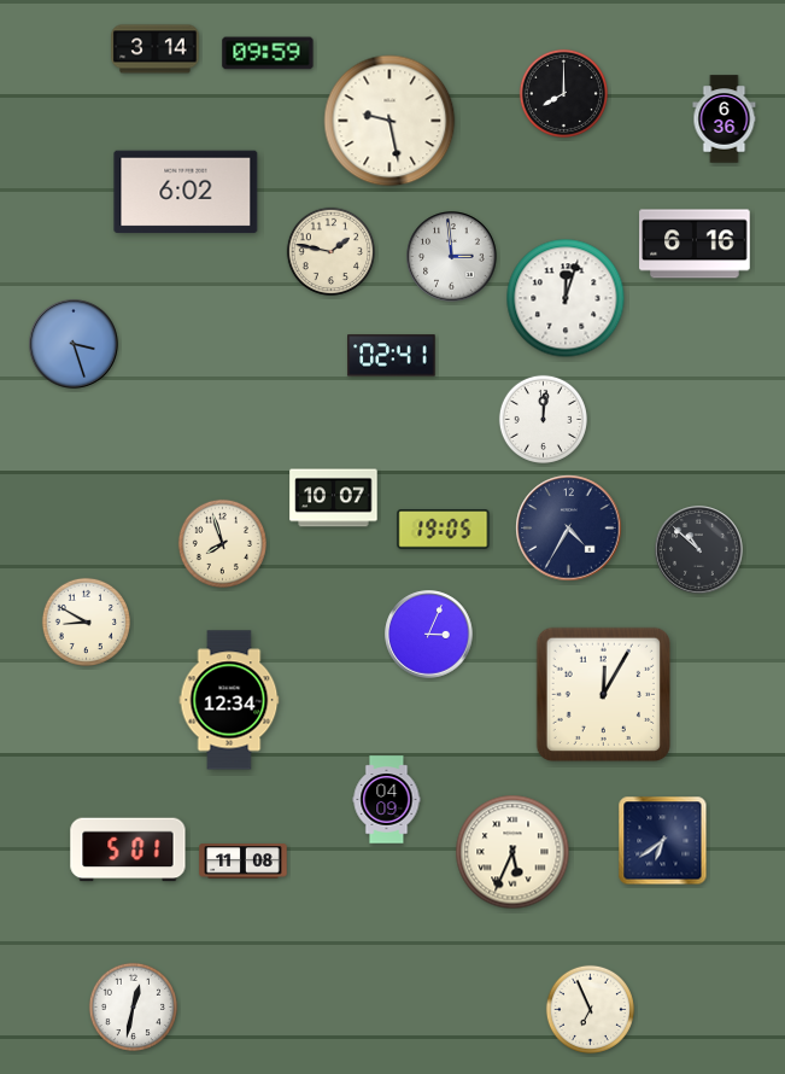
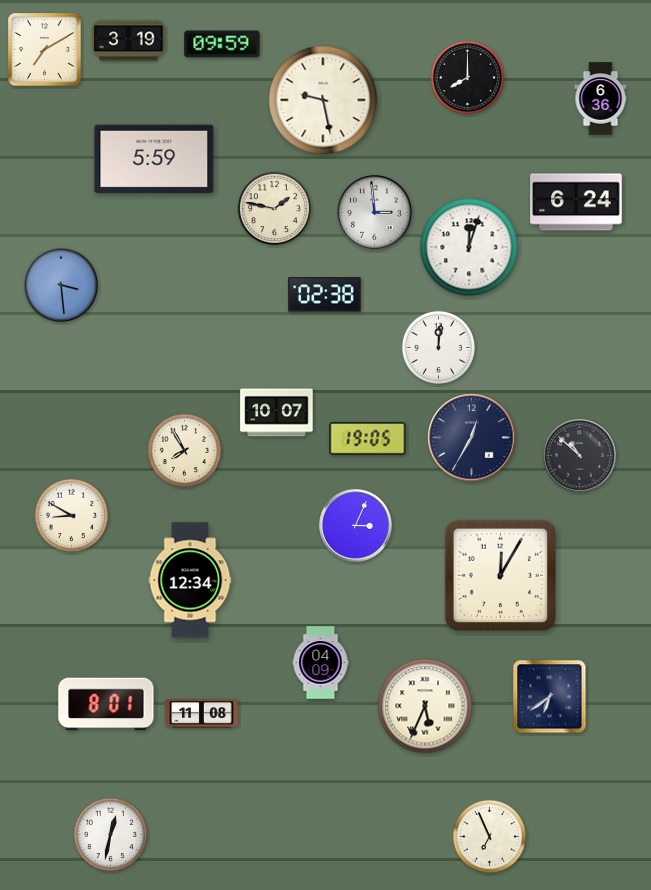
clock at (156, 49): 3:14 -> 3:19
clock at (44, 49): none -> 7:10
clock at (186, 192): 6:02 -> 5:59
clock at (695, 244): 6:16 -> 6:24
clock at (74, 344): 3:27 -> 3:29
clock at (392, 356): 02:41 -> 02:38
clock at (543, 419) position: (543, 419) -> (438, 347)
clock at (569, 529): 4:35 -> 12:35
clock at (222, 543): 7:57 -> 7:55
clock at (128, 850): 5:01 -> 8:01
